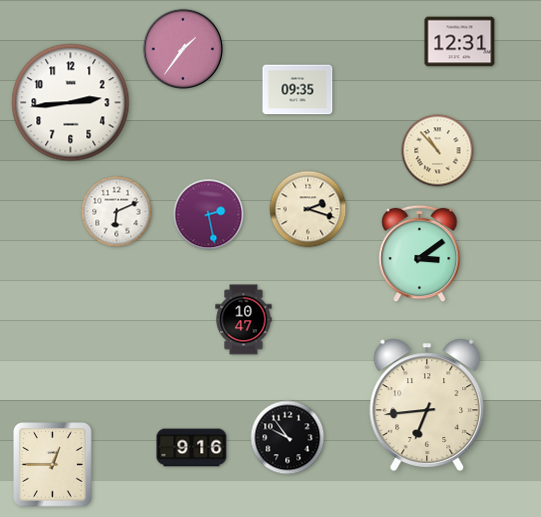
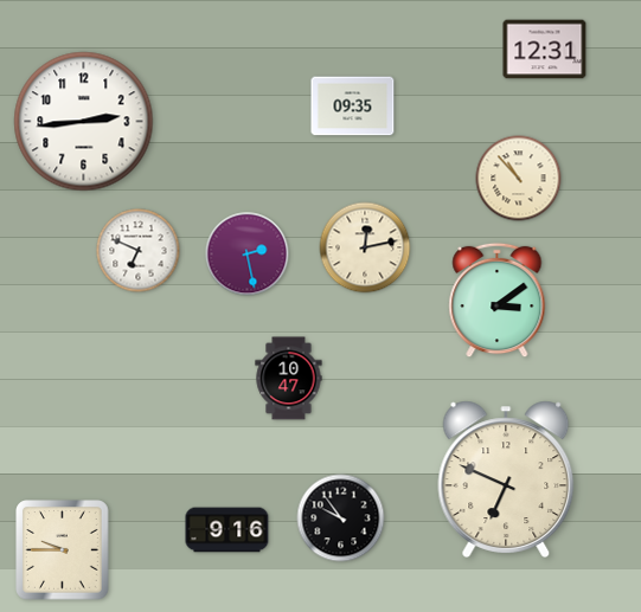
clock at (182, 48): 1:36 -> none
clock at (308, 209): 2:18 -> 12:13
clock at (117, 212): 6:11 -> 6:49
clock at (427, 405): 6:44 -> 6:49
clock at (53, 465): 12:45 -> 9:45
